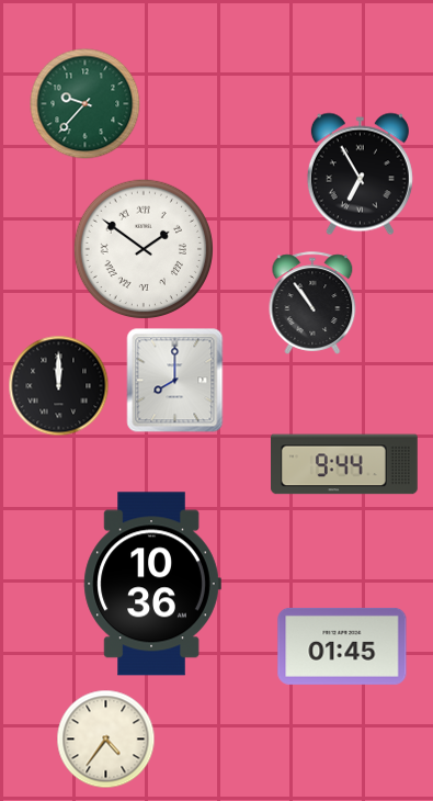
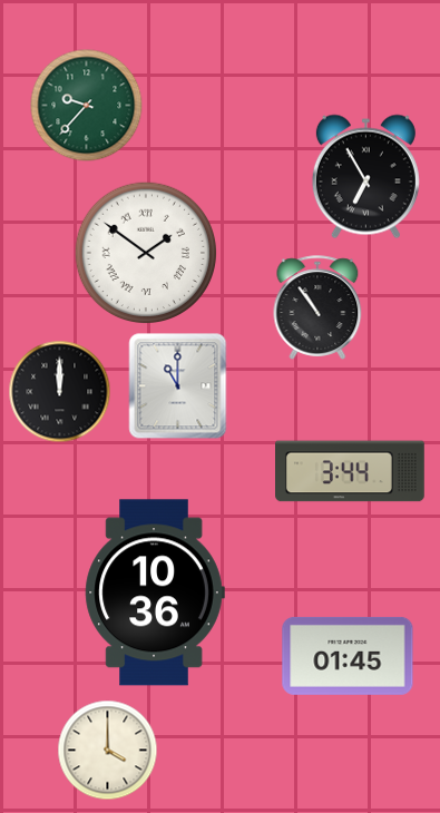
clock at (175, 381): 8:00 -> 11:00
clock at (345, 464): 9:44 -> 3:44
clock at (106, 740): 4:36 -> 4:00
